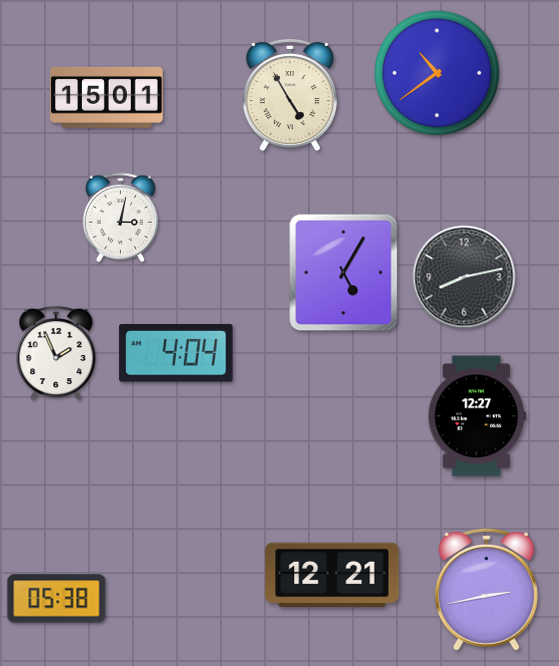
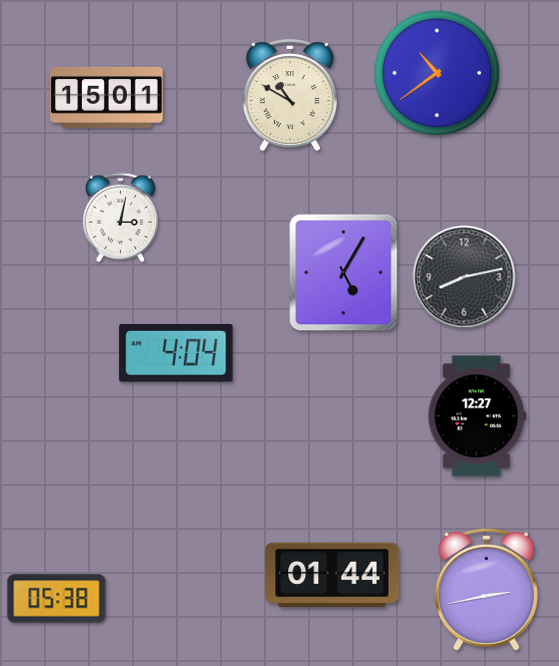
clock at (290, 95): 4:55 -> 10:50
clock at (56, 354): 1:56 -> none
clock at (332, 574): 12:21 -> 01:44
